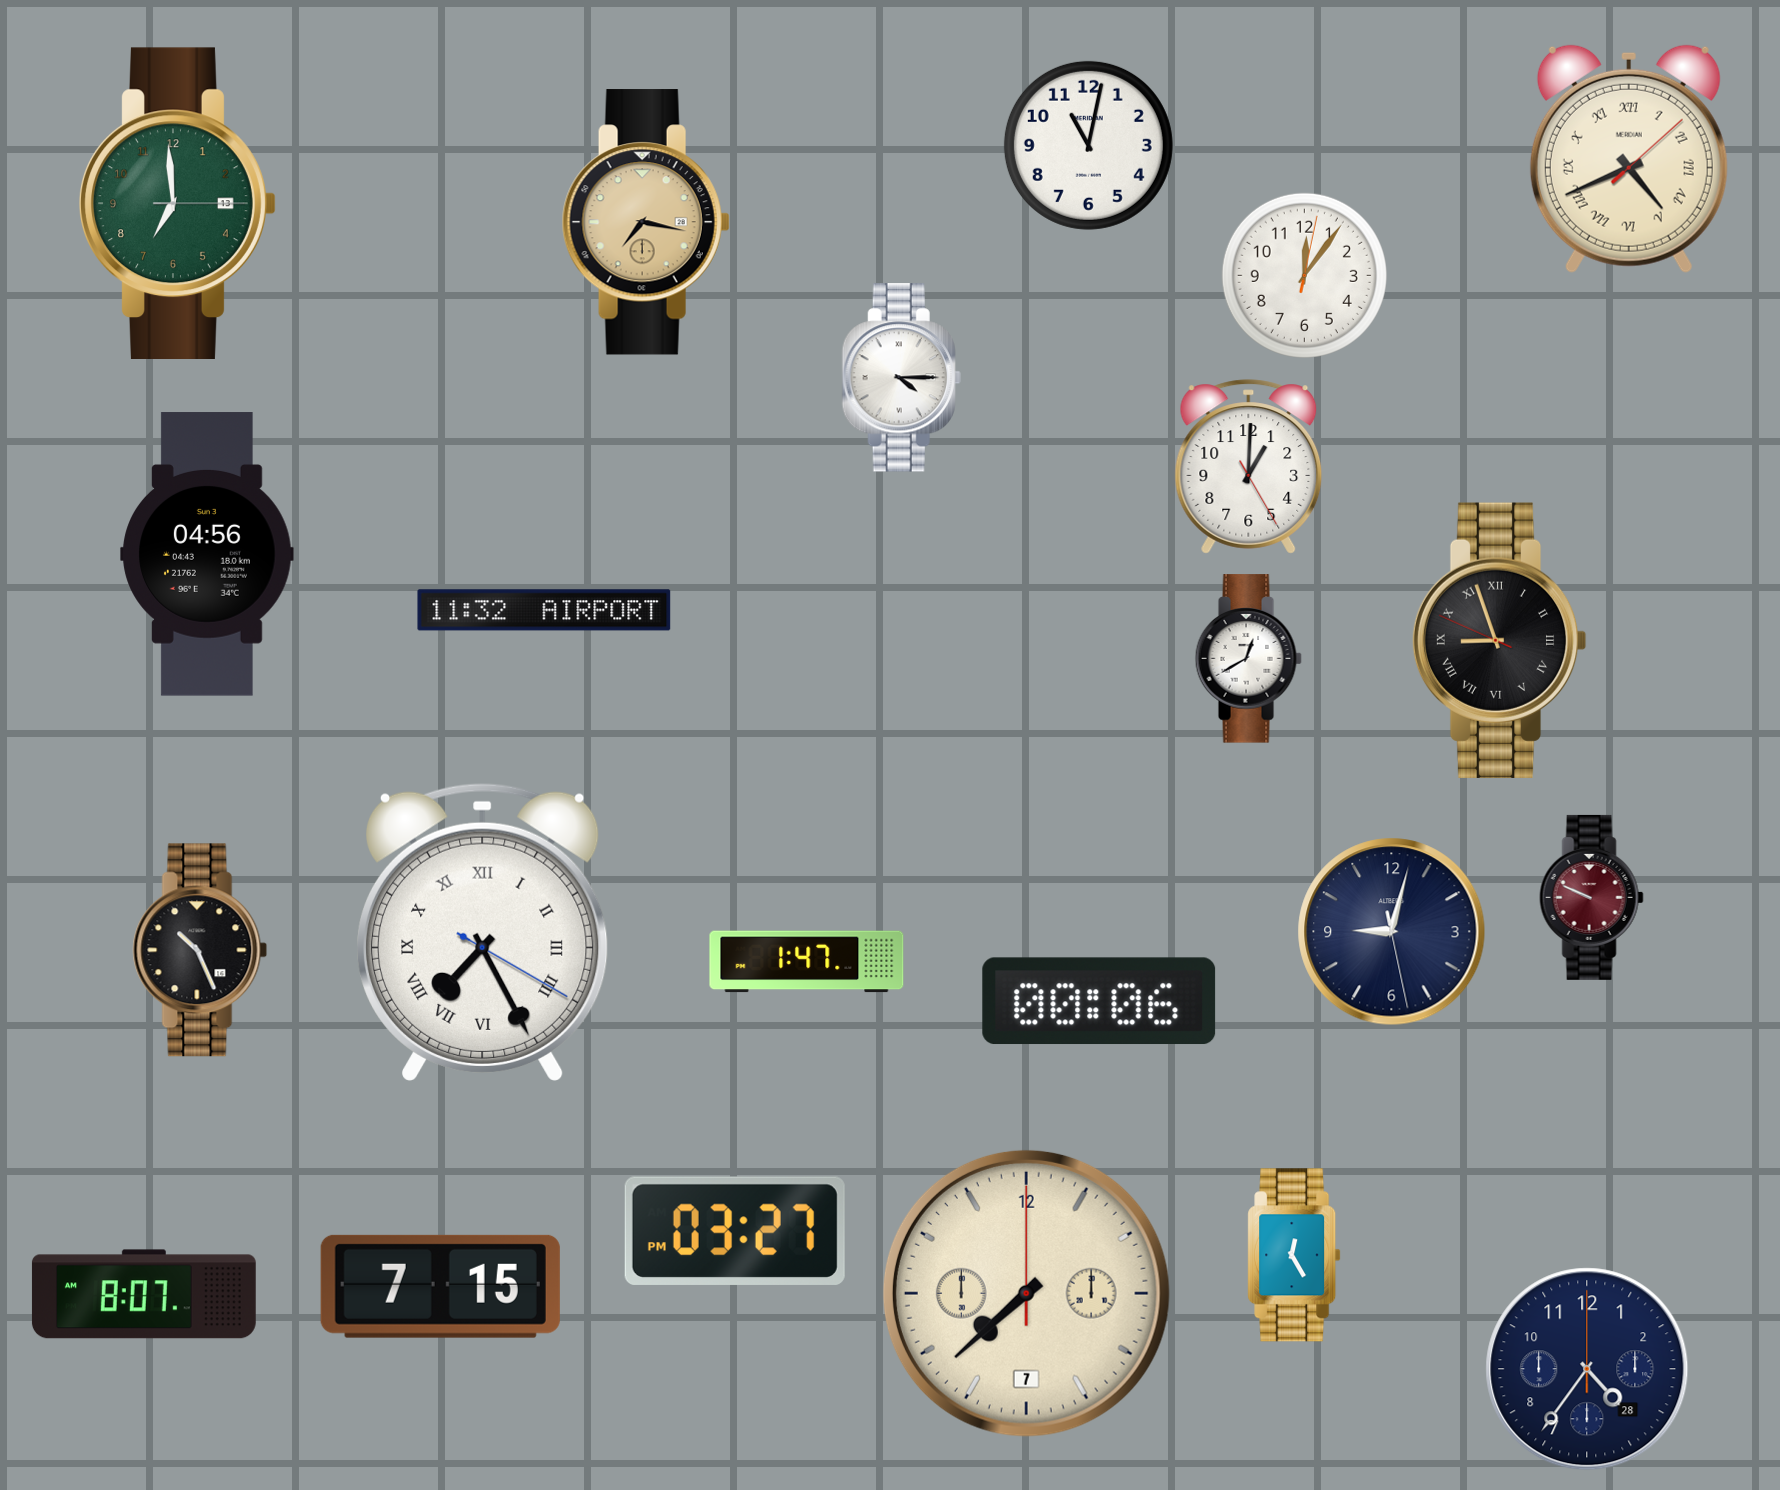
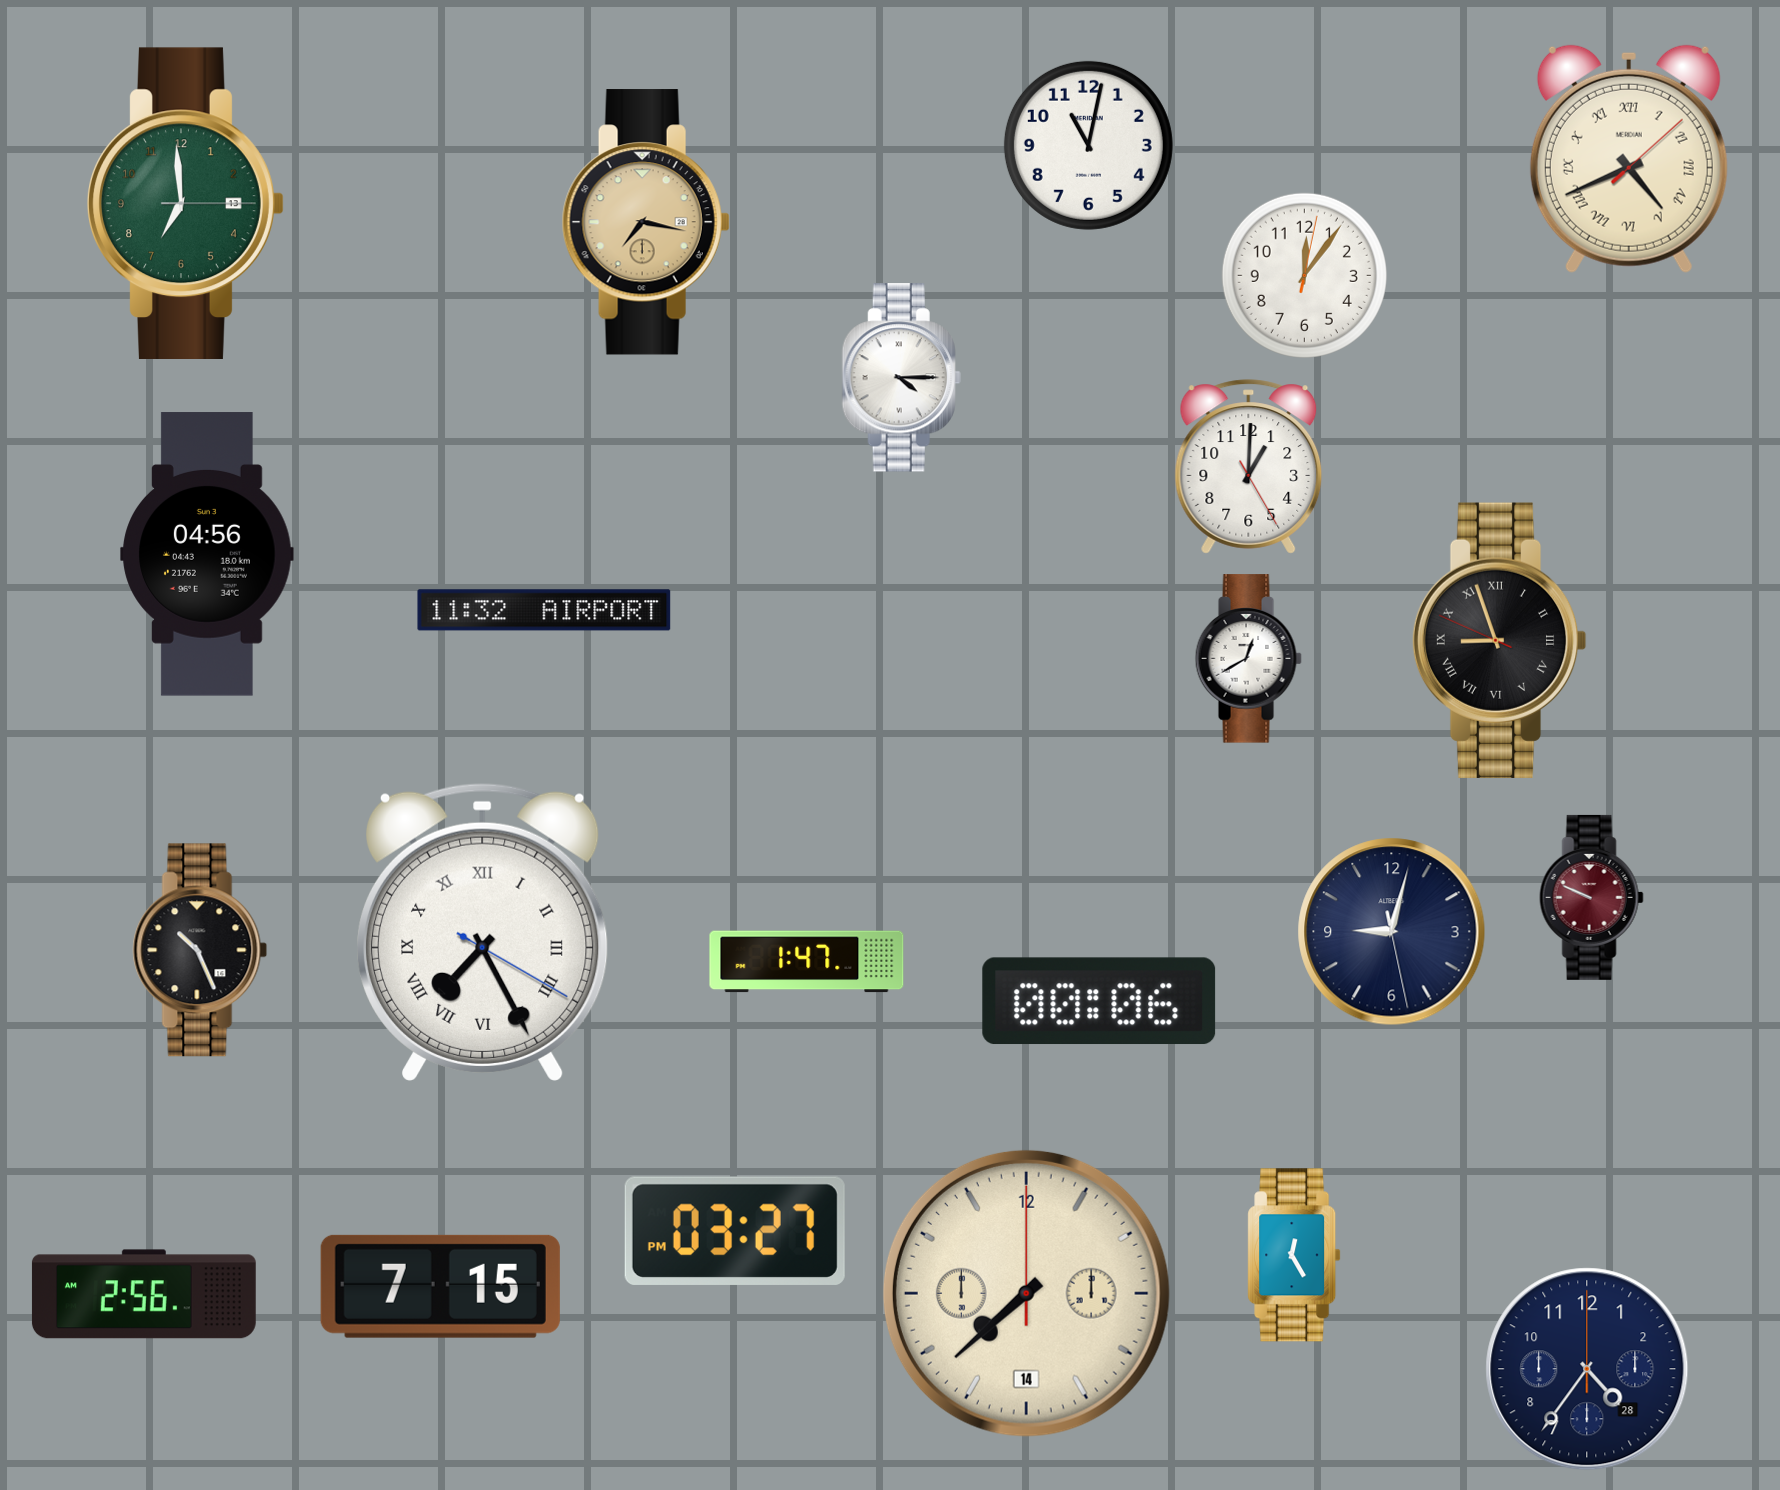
clock at (178, 203) position: (178, 203) -> (186, 203)
clock at (1026, 1293) date: 7 -> 14
clock at (144, 1294): 8:07 -> 2:56
